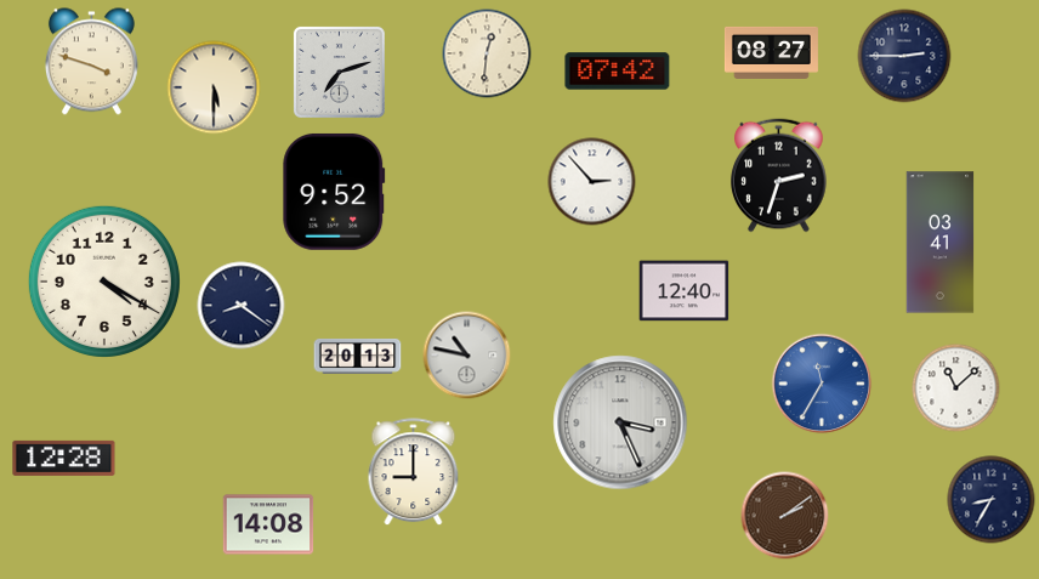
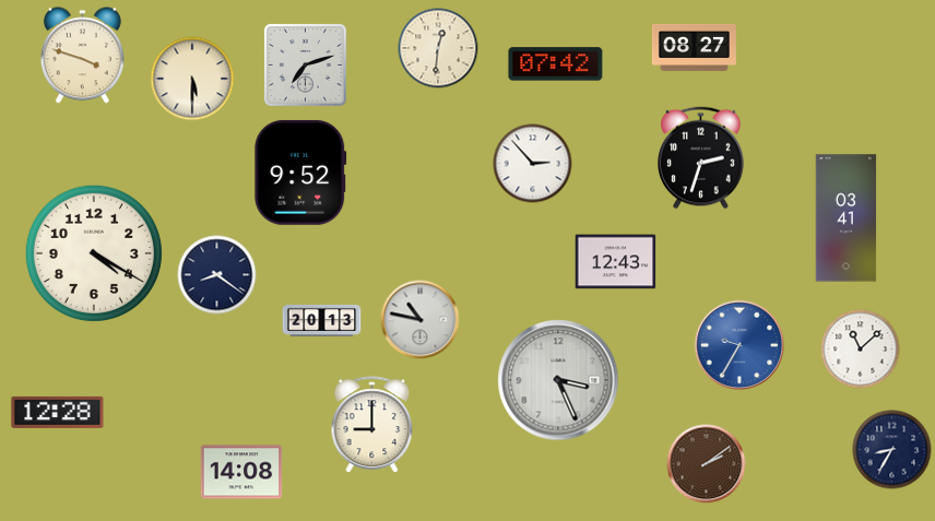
clock at (904, 56): 2:45 -> none
clock at (685, 291): 12:40 -> 12:43
clock at (822, 384): 11:35 -> 9:35
